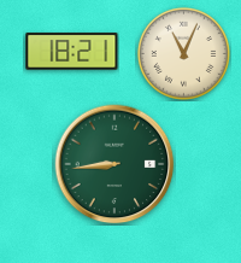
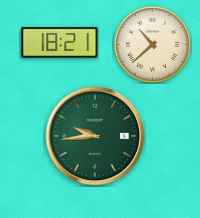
clock at (183, 53): 11:04 -> 10:38
clock at (114, 164): 8:44 -> 9:44
